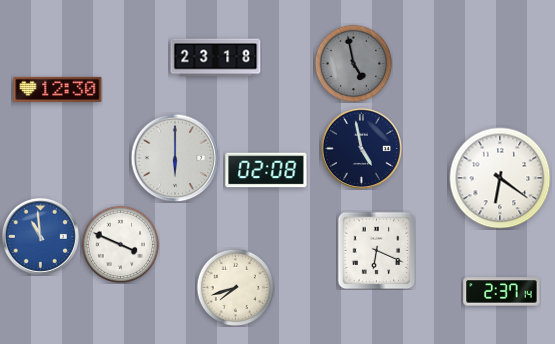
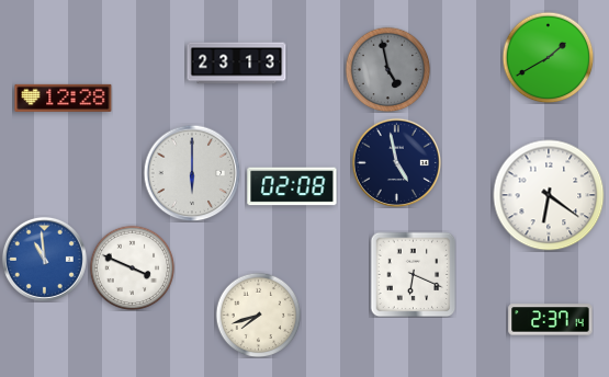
clock at (548, 57): none -> 1:40
clock at (216, 58): 23:18 -> 23:13
clock at (58, 89): 12:30 -> 12:28
